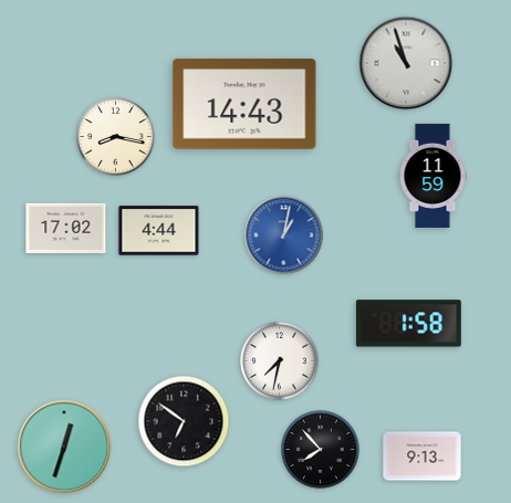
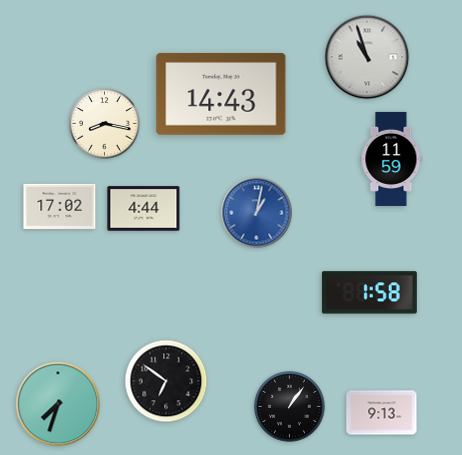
clock at (280, 361): 7:32 -> none
clock at (64, 447): 12:33 -> 7:33
clock at (321, 450): 7:53 -> 1:06
